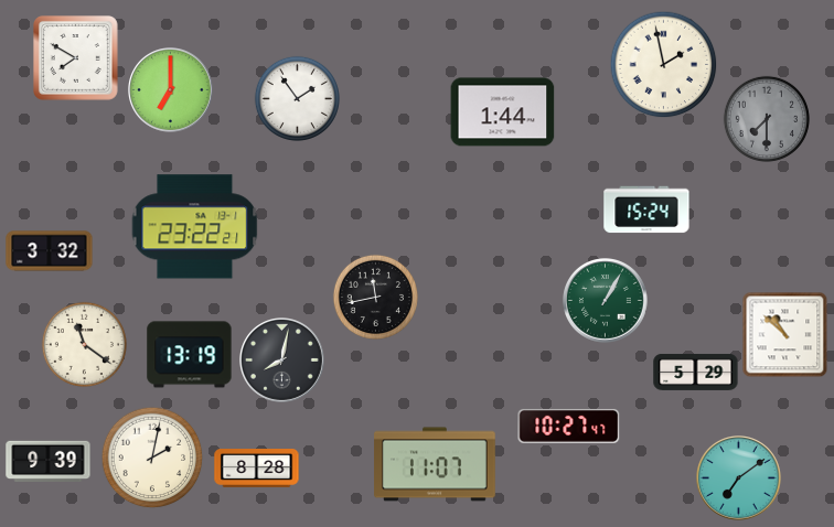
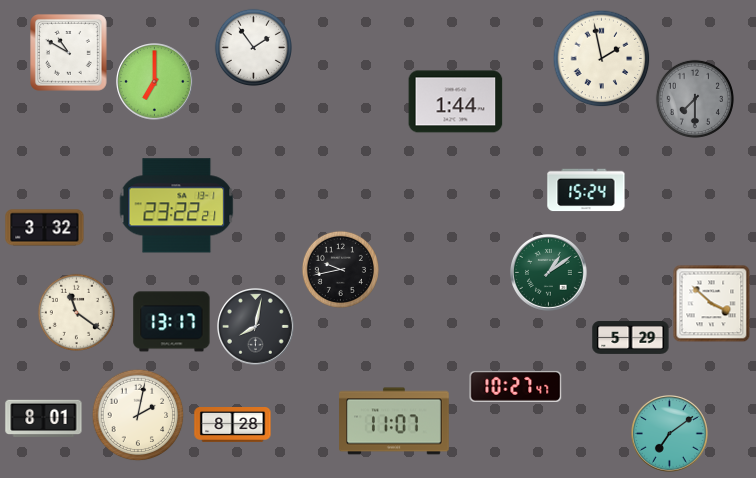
clock at (76, 58): 7:50 -> 10:50
clock at (297, 98) position: (297, 98) -> (253, 47)
clock at (767, 119) position: (767, 119) -> (695, 99)
clock at (375, 297): 11:43 -> 9:43
clock at (606, 301): 1:05 -> 1:09
clock at (784, 334): 10:52 -> 3:52
clock at (190, 355): 13:19 -> 13:17
clock at (49, 462): 9:39 -> 8:01
